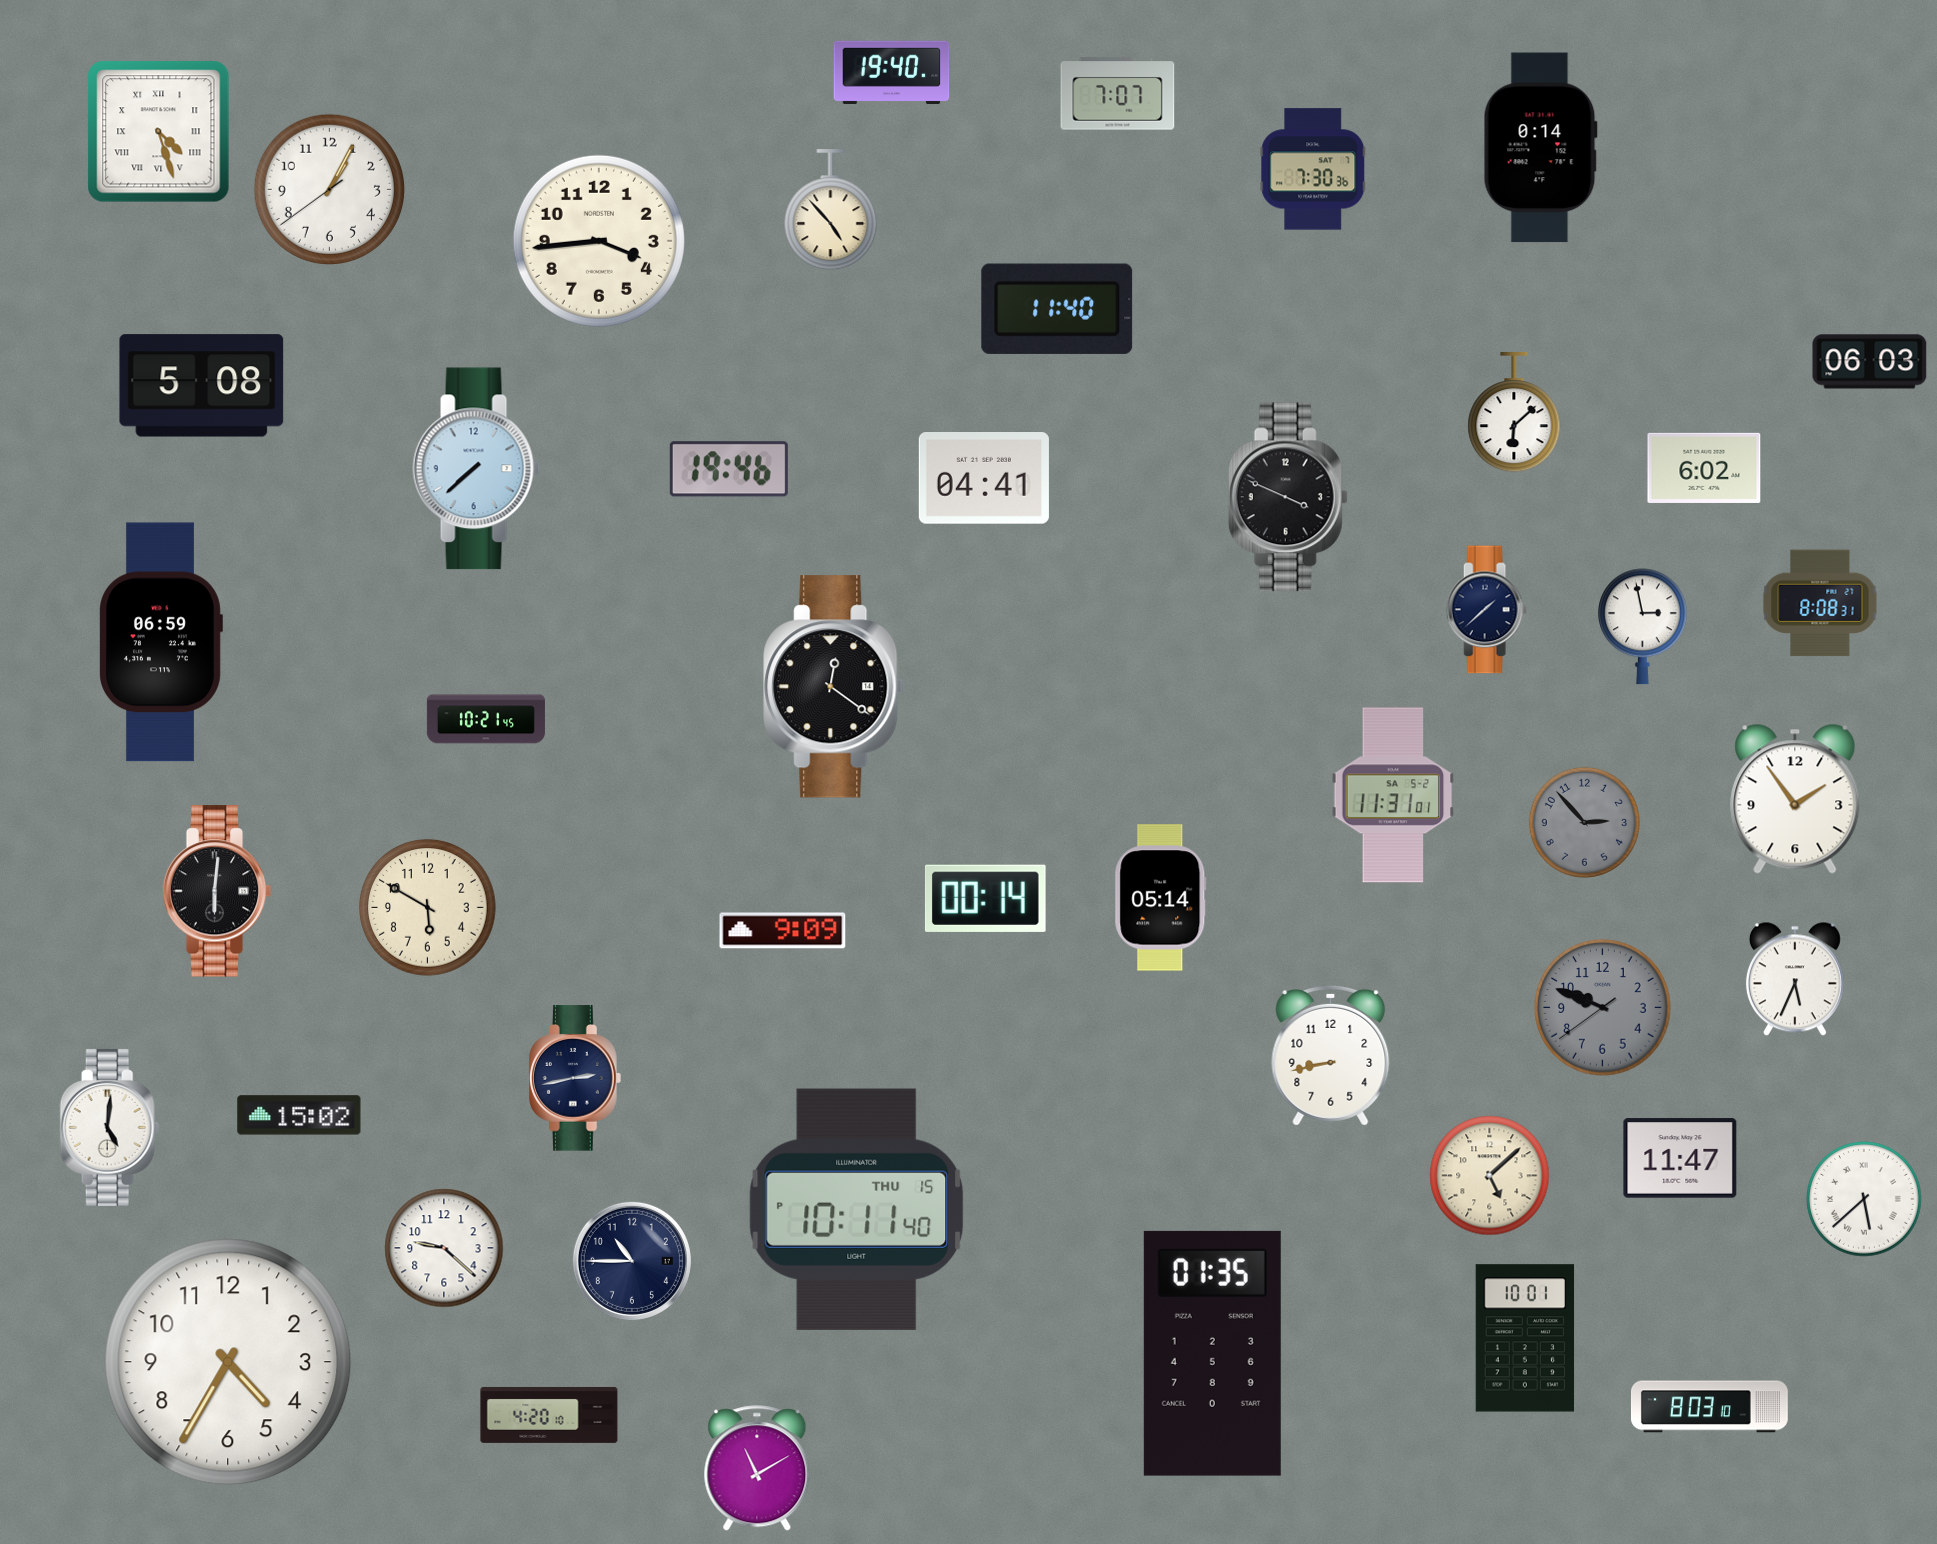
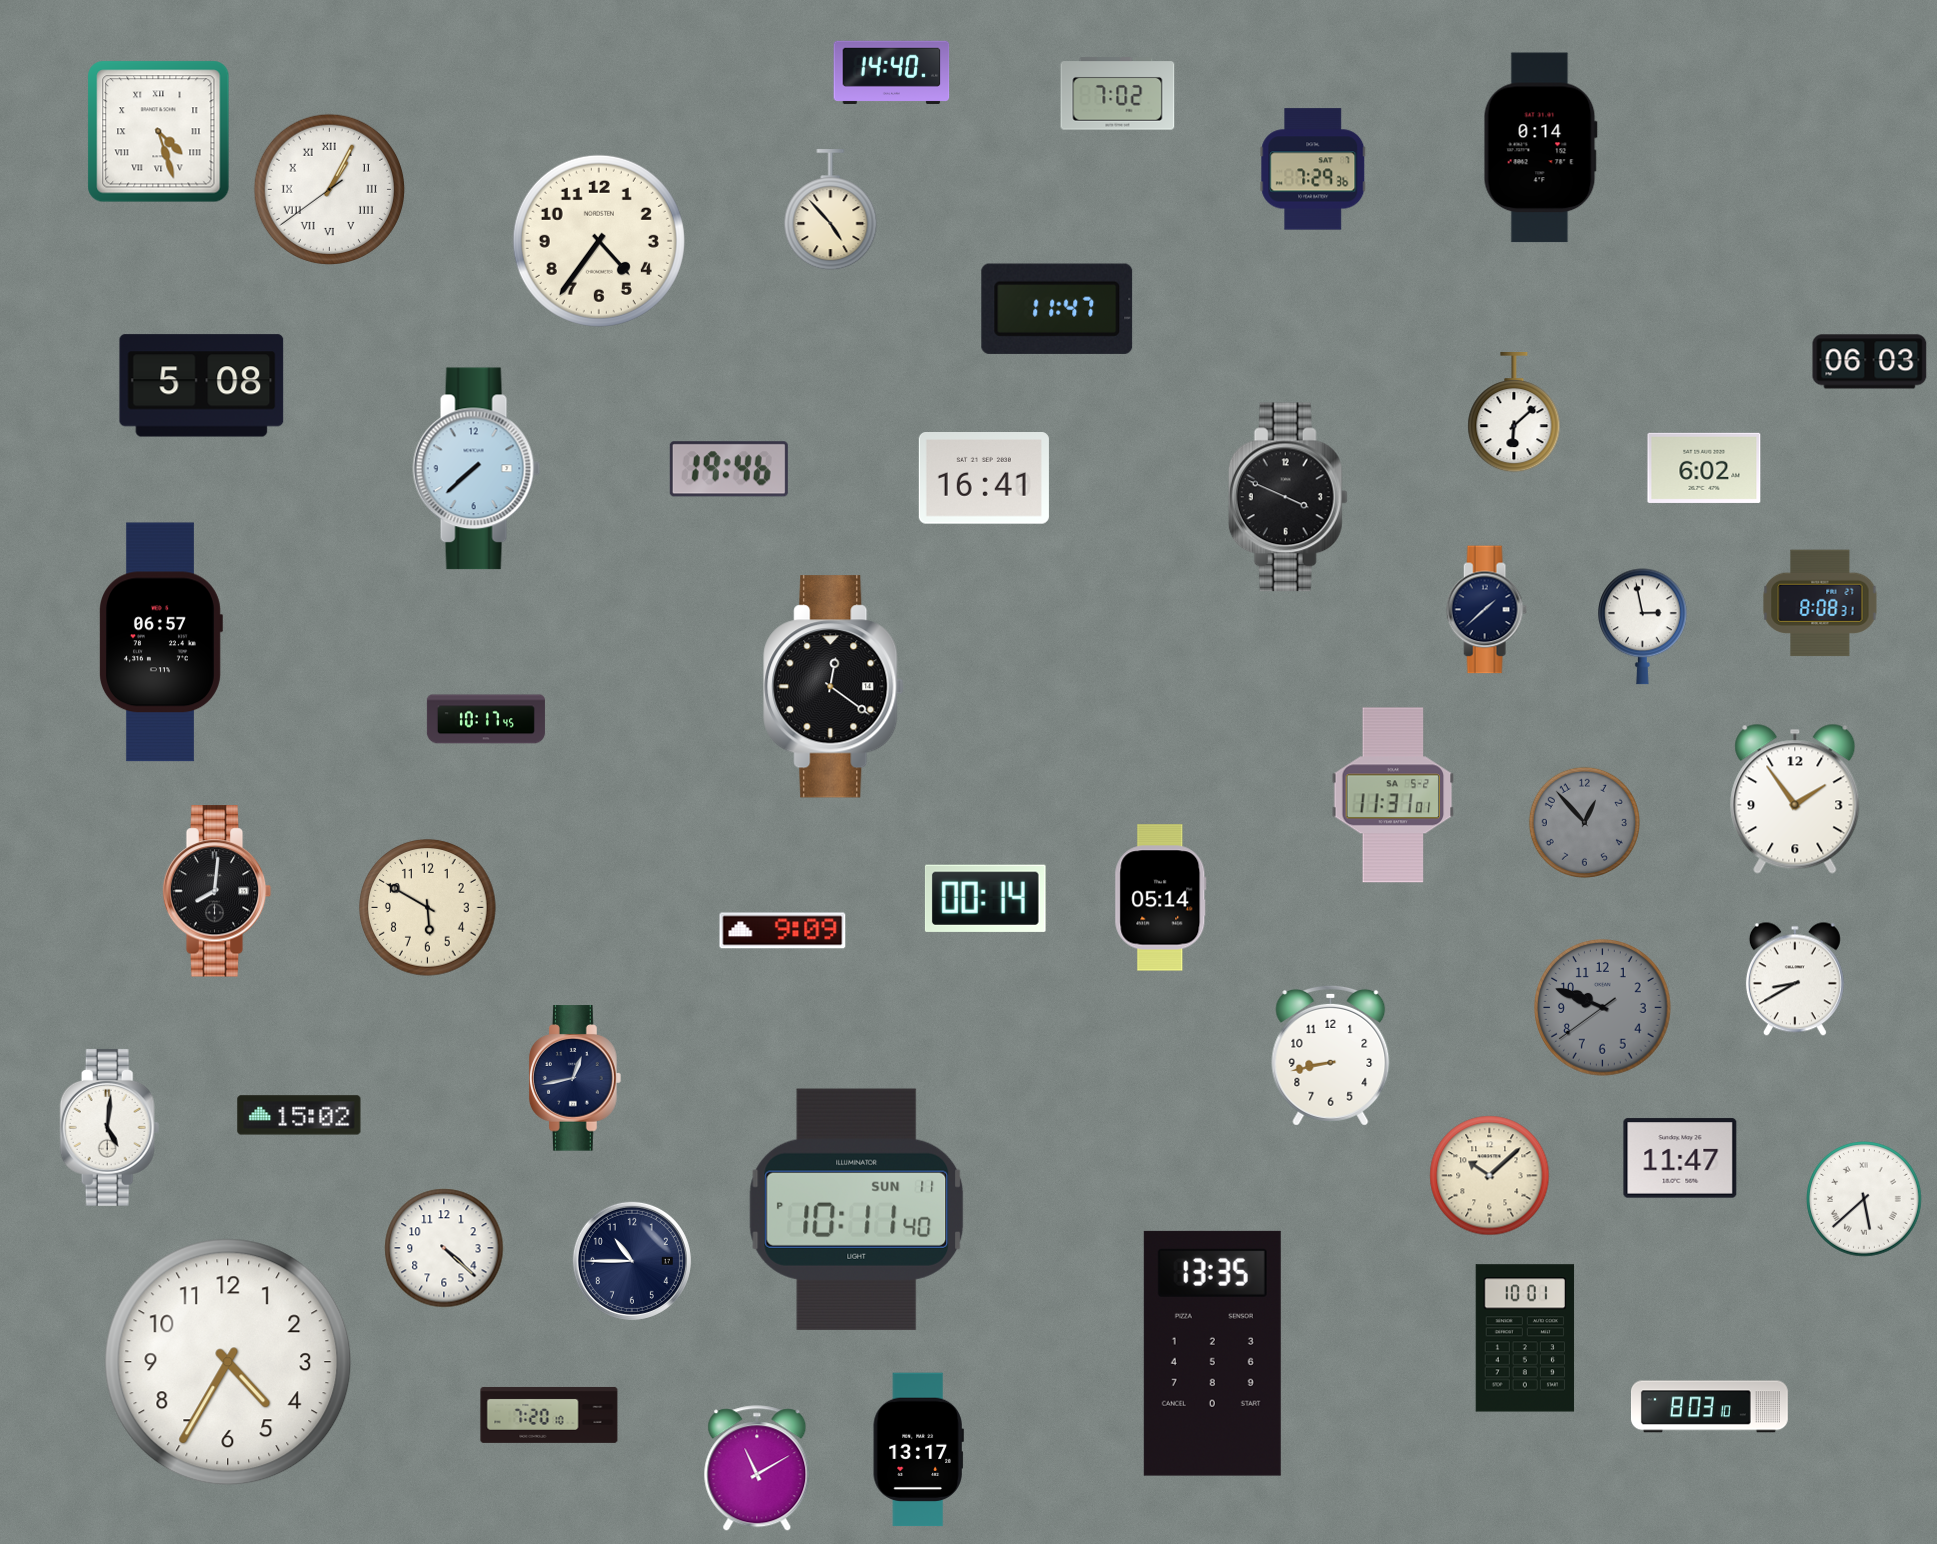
clock at (892, 72): 19:40 -> 14:40
clock at (1118, 94): 7:07 -> 7:02
clock at (1313, 169): 7:30 -> 7:29
clock at (329, 189) numerals: Arabic -> Roman
clock at (599, 241): 3:44 -> 4:36
clock at (1057, 309): 11:40 -> 11:47
clock at (984, 479): 04:41 -> 16:41
clock at (161, 642): 06:59 -> 06:57
clock at (486, 719): 10:21 -> 10:17
clock at (1584, 822): 2:53 -> 12:53
clock at (217, 891): 6:01 -> 8:01
clock at (1795, 979): 5:34 -> 8:40
clock at (575, 1078): 2:43 -> 12:43
clock at (1490, 1176): 5:08 -> 10:08
clock at (857, 1209) date: THU 15 -> SUN 11
clock at (444, 1248): 9:22 -> 4:22
clock at (1212, 1353): 01:35 -> 13:35
clock at (549, 1415): 4:20 -> 7:20
clock at (918, 1450): none -> 13:17
